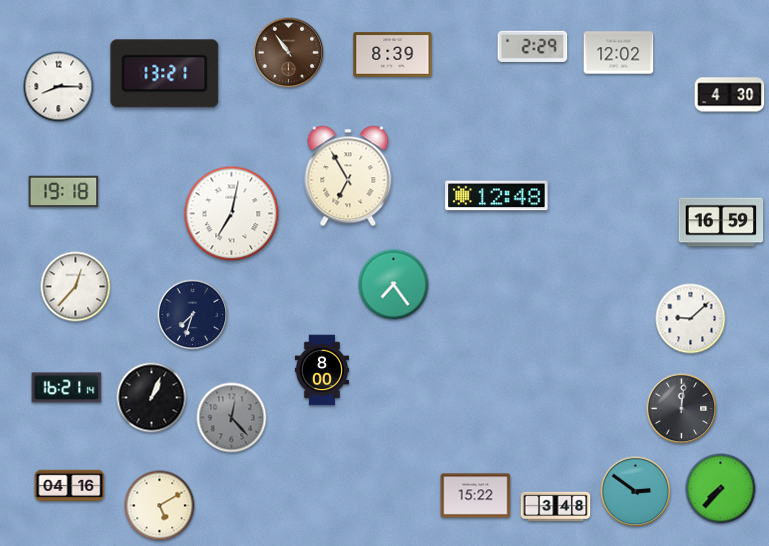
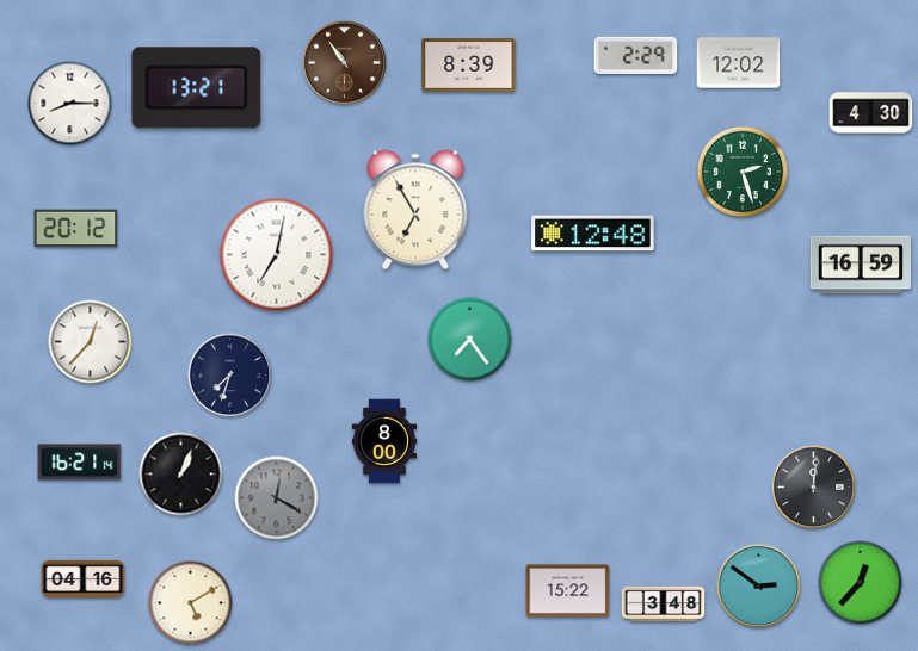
clock at (743, 172): none -> 2:27
clock at (64, 192): 19:18 -> 20:12
clock at (691, 319): 9:08 -> none
clock at (232, 418): 12:23 -> 12:20
clock at (721, 489): 7:37 -> 12:37
